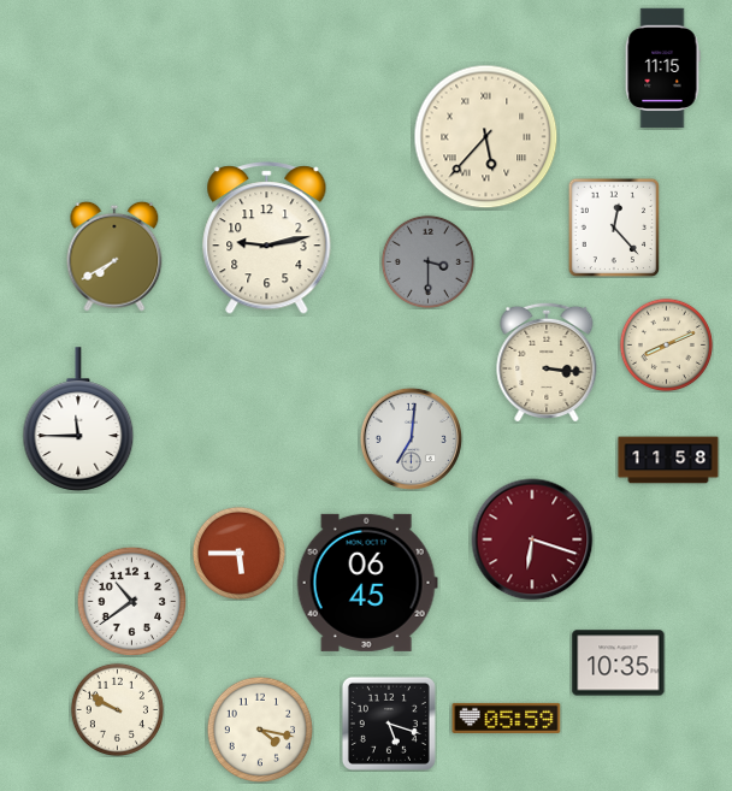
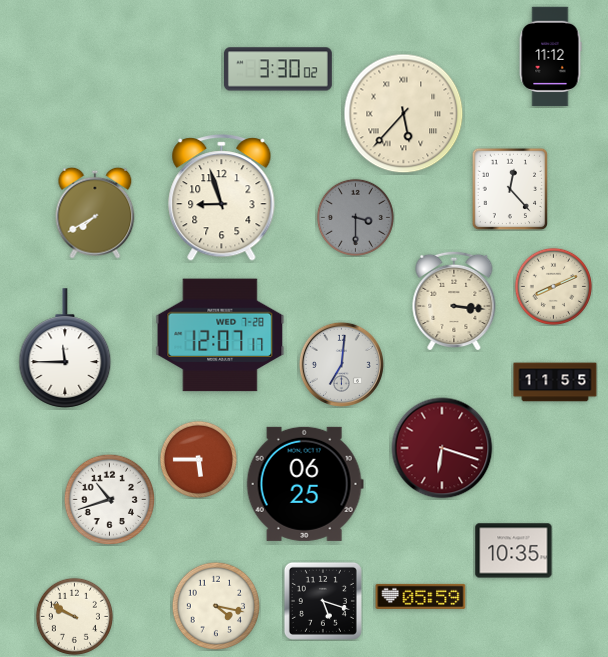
clock at (662, 69): 11:15 -> 11:12
clock at (279, 69): none -> 3:30
clock at (267, 238): 9:13 -> 8:57
clock at (220, 335): none -> 12:07
clock at (668, 460): 11:58 -> 11:55
clock at (367, 583): 06:45 -> 06:25
clock at (131, 601): 10:39 -> 10:42
clock at (117, 709) position: (117, 709) -> (74, 616)
